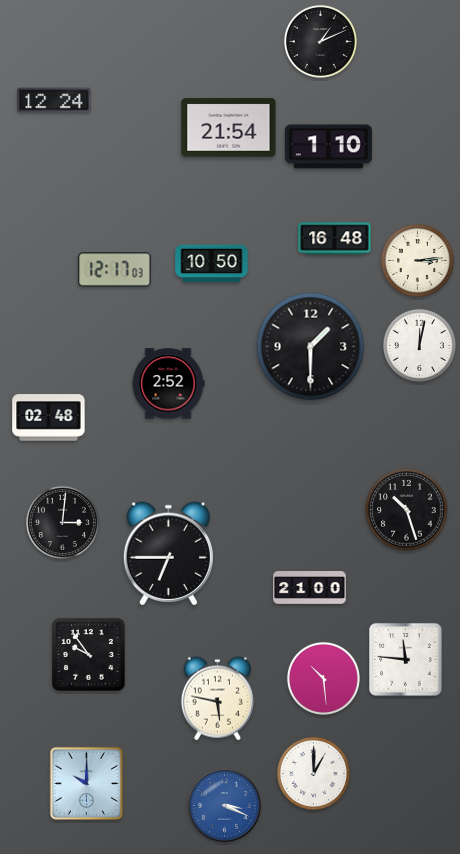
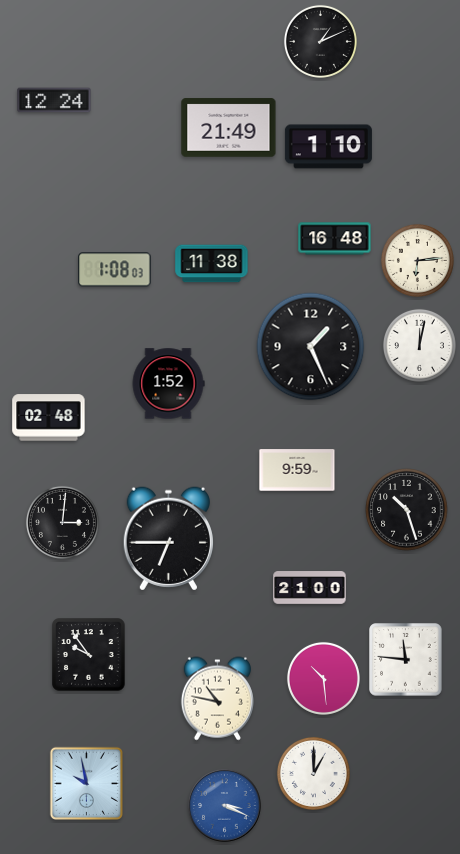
clock at (229, 128): 21:54 -> 21:49
clock at (417, 260): 3:14 -> 6:14
clock at (212, 264): 10:50 -> 11:38
clock at (115, 270): 12:17 -> 1:08
clock at (311, 347): 1:30 -> 1:26
clock at (168, 384): 2:52 -> 1:52
clock at (297, 470): none -> 9:59
clock at (168, 554) position: (168, 554) -> (168, 539)
clock at (217, 699): 5:47 -> 10:47
clock at (86, 783): 10:00 -> 9:58
